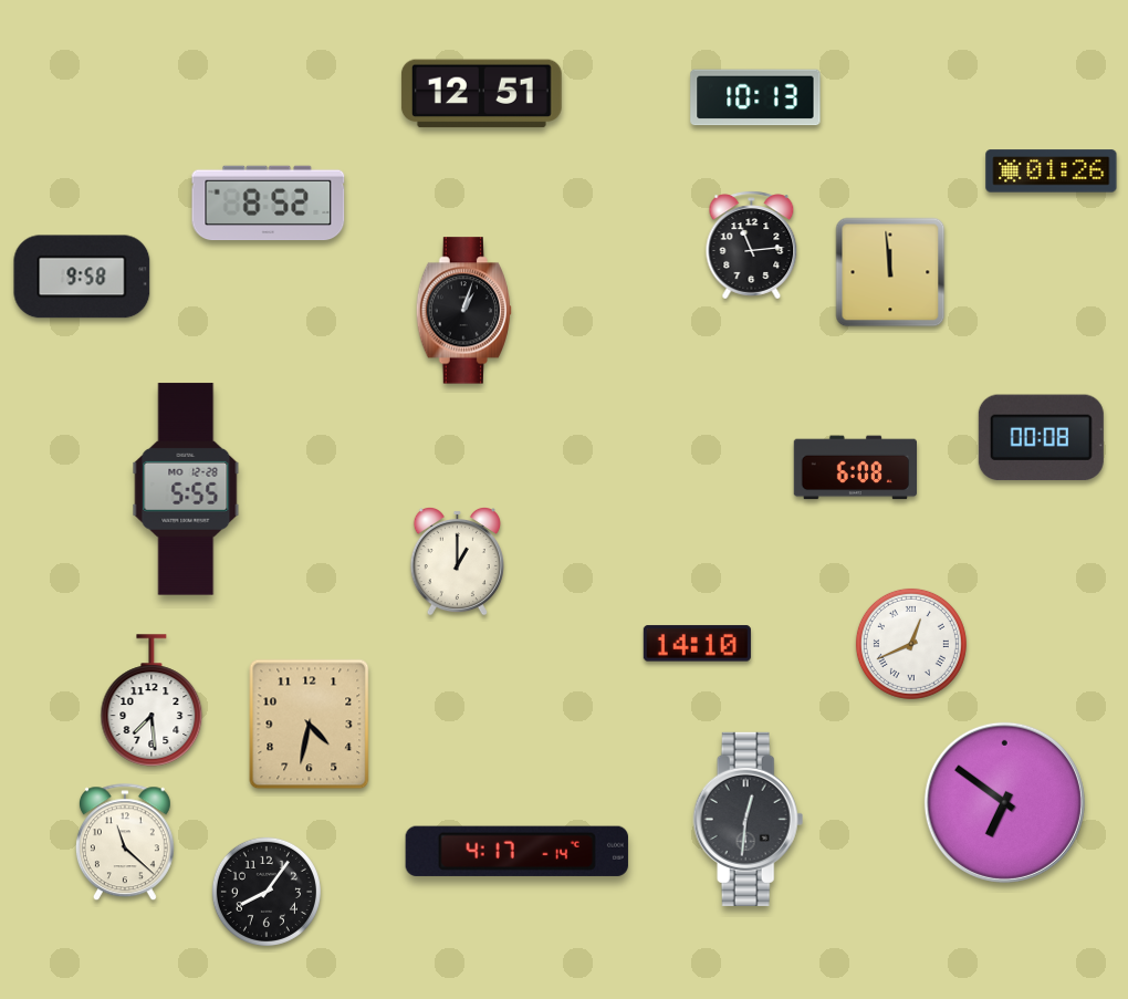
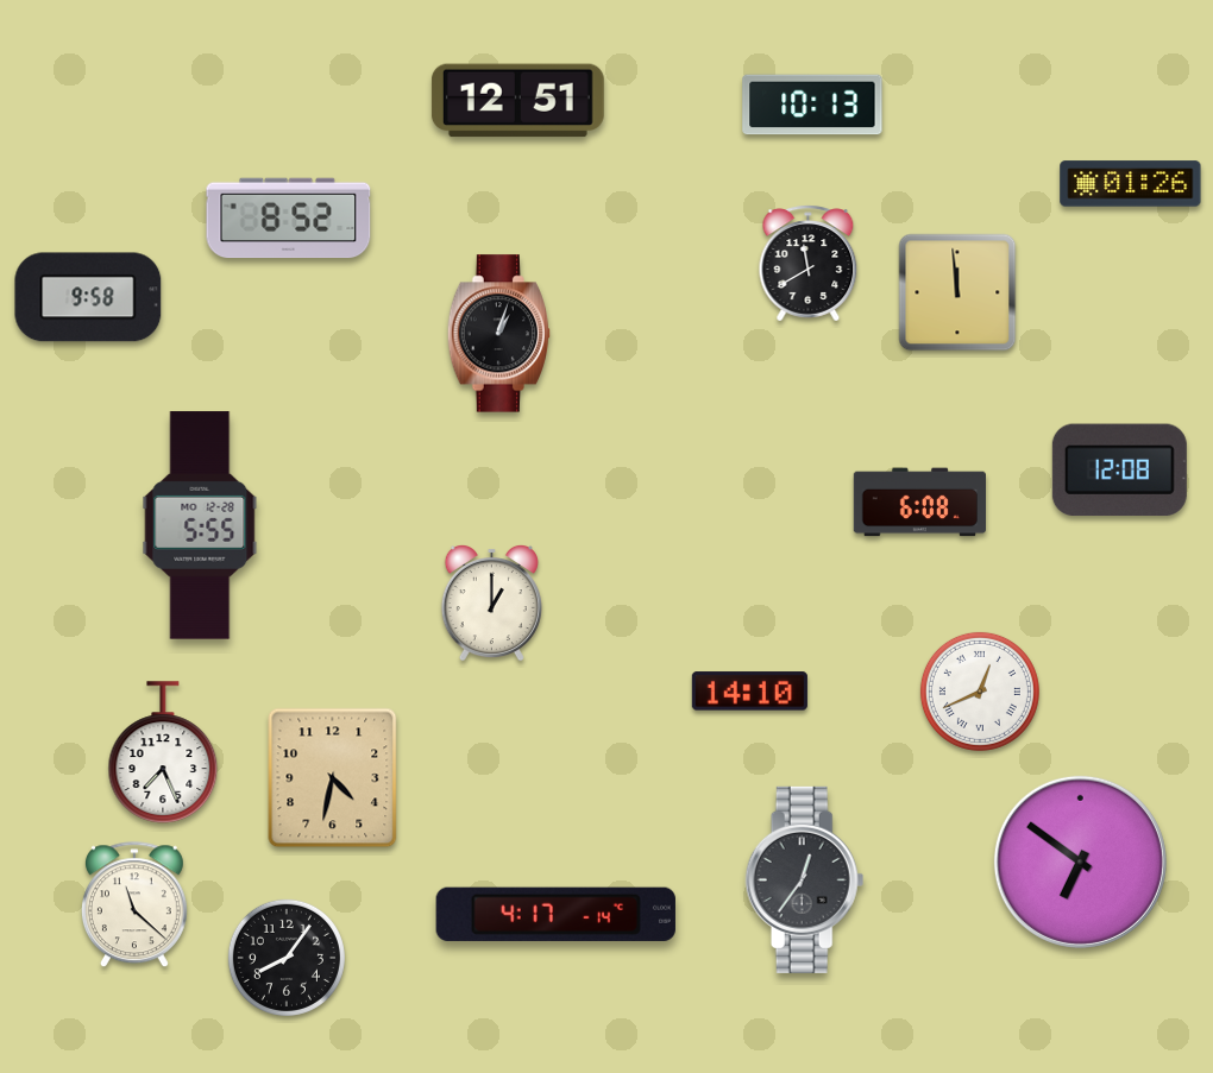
clock at (752, 246): 11:14 -> 11:40
clock at (1041, 438): 00:08 -> 12:08
clock at (152, 700): 7:29 -> 7:26
clock at (749, 819): 12:31 -> 12:36
